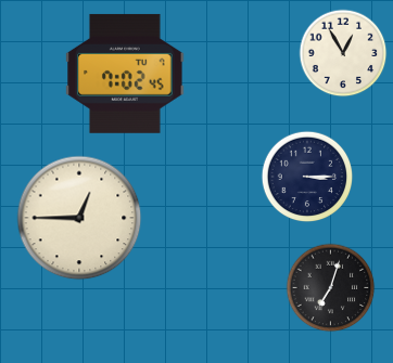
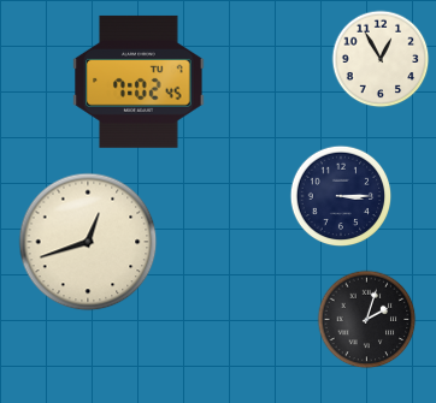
clock at (79, 218): 12:45 -> 12:42
clock at (331, 288): 7:03 -> 2:03
